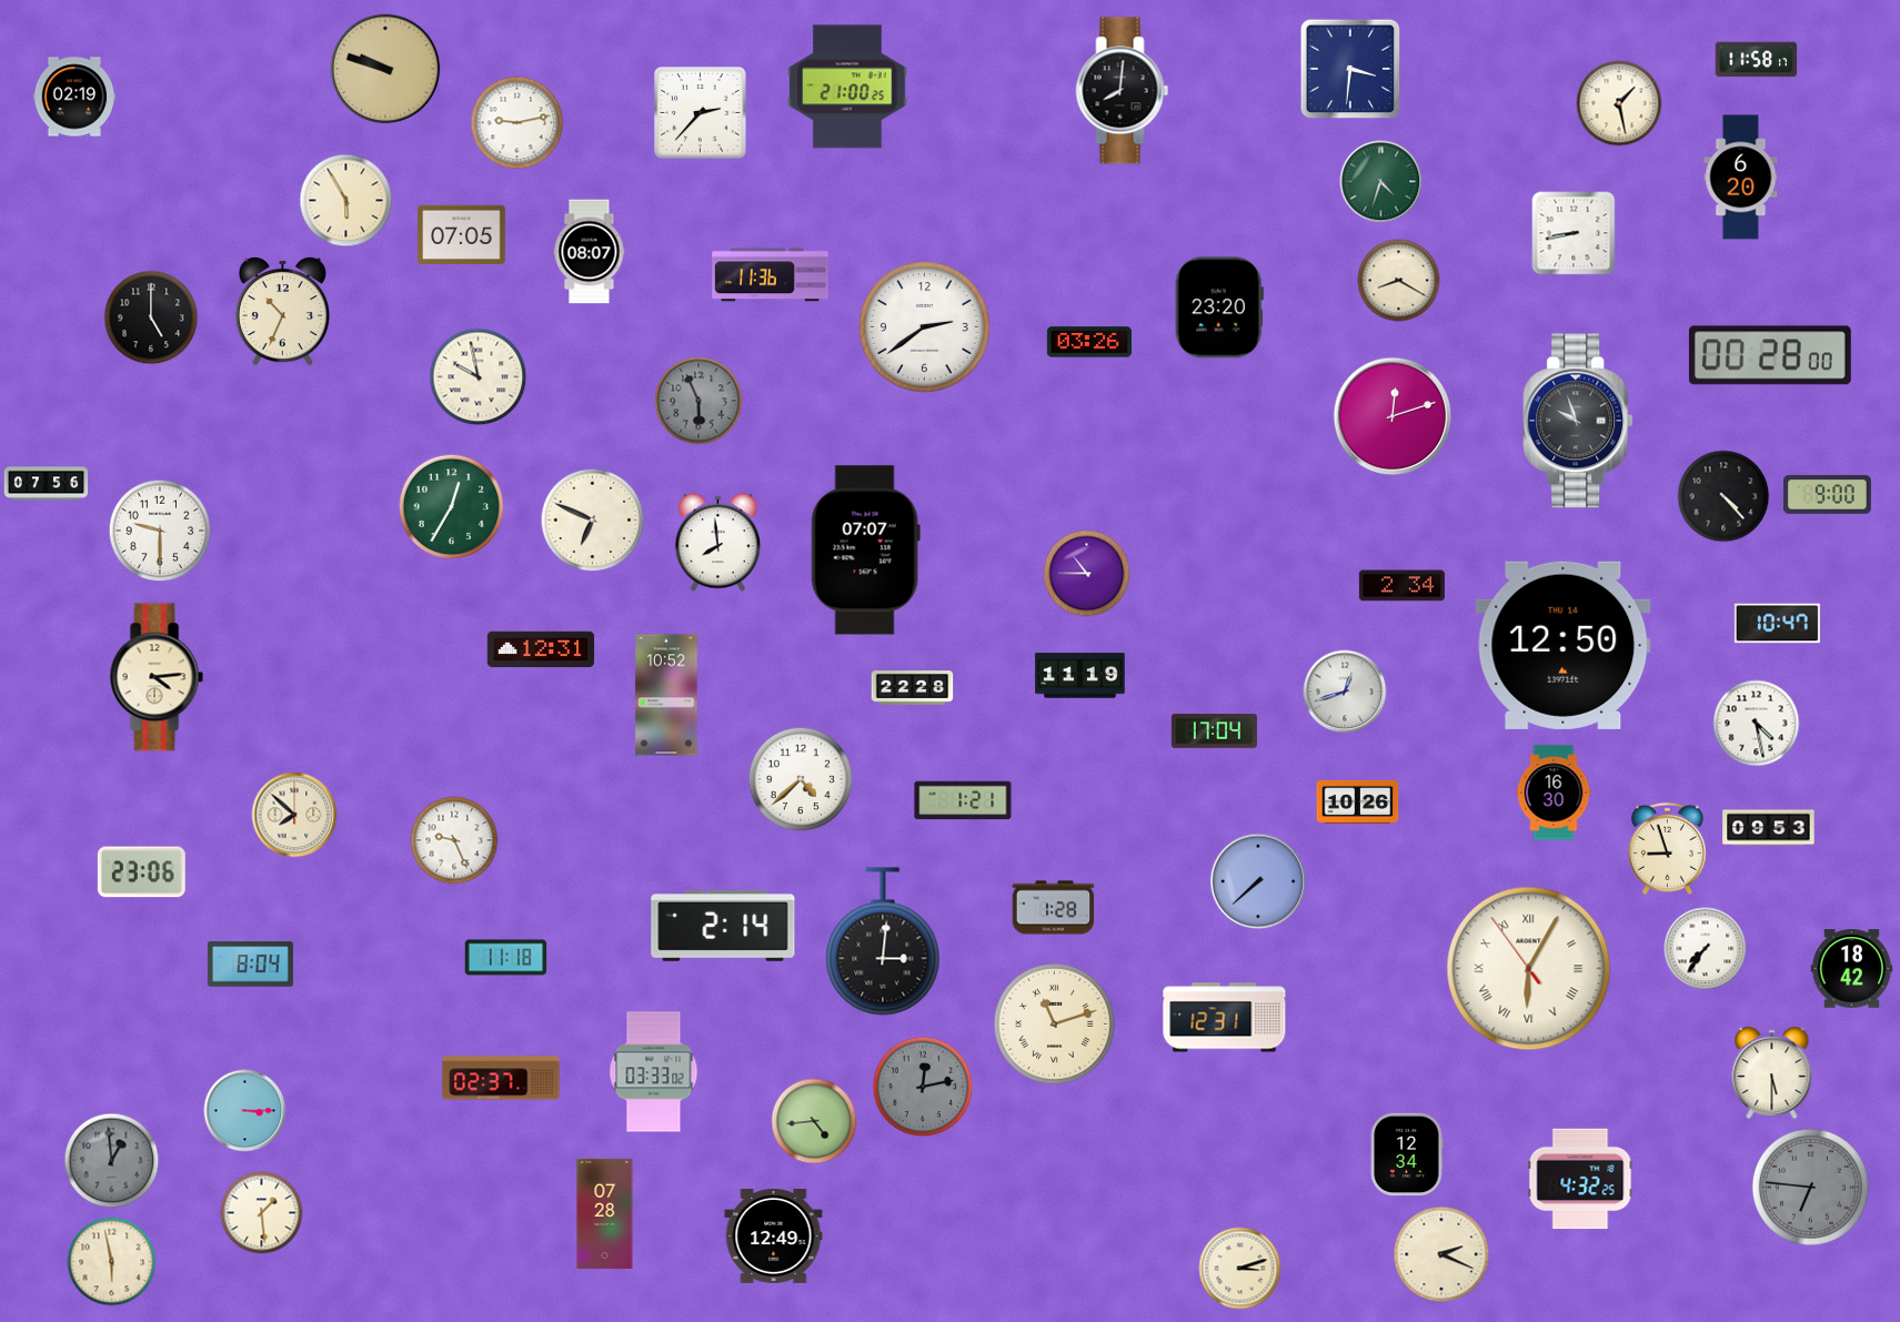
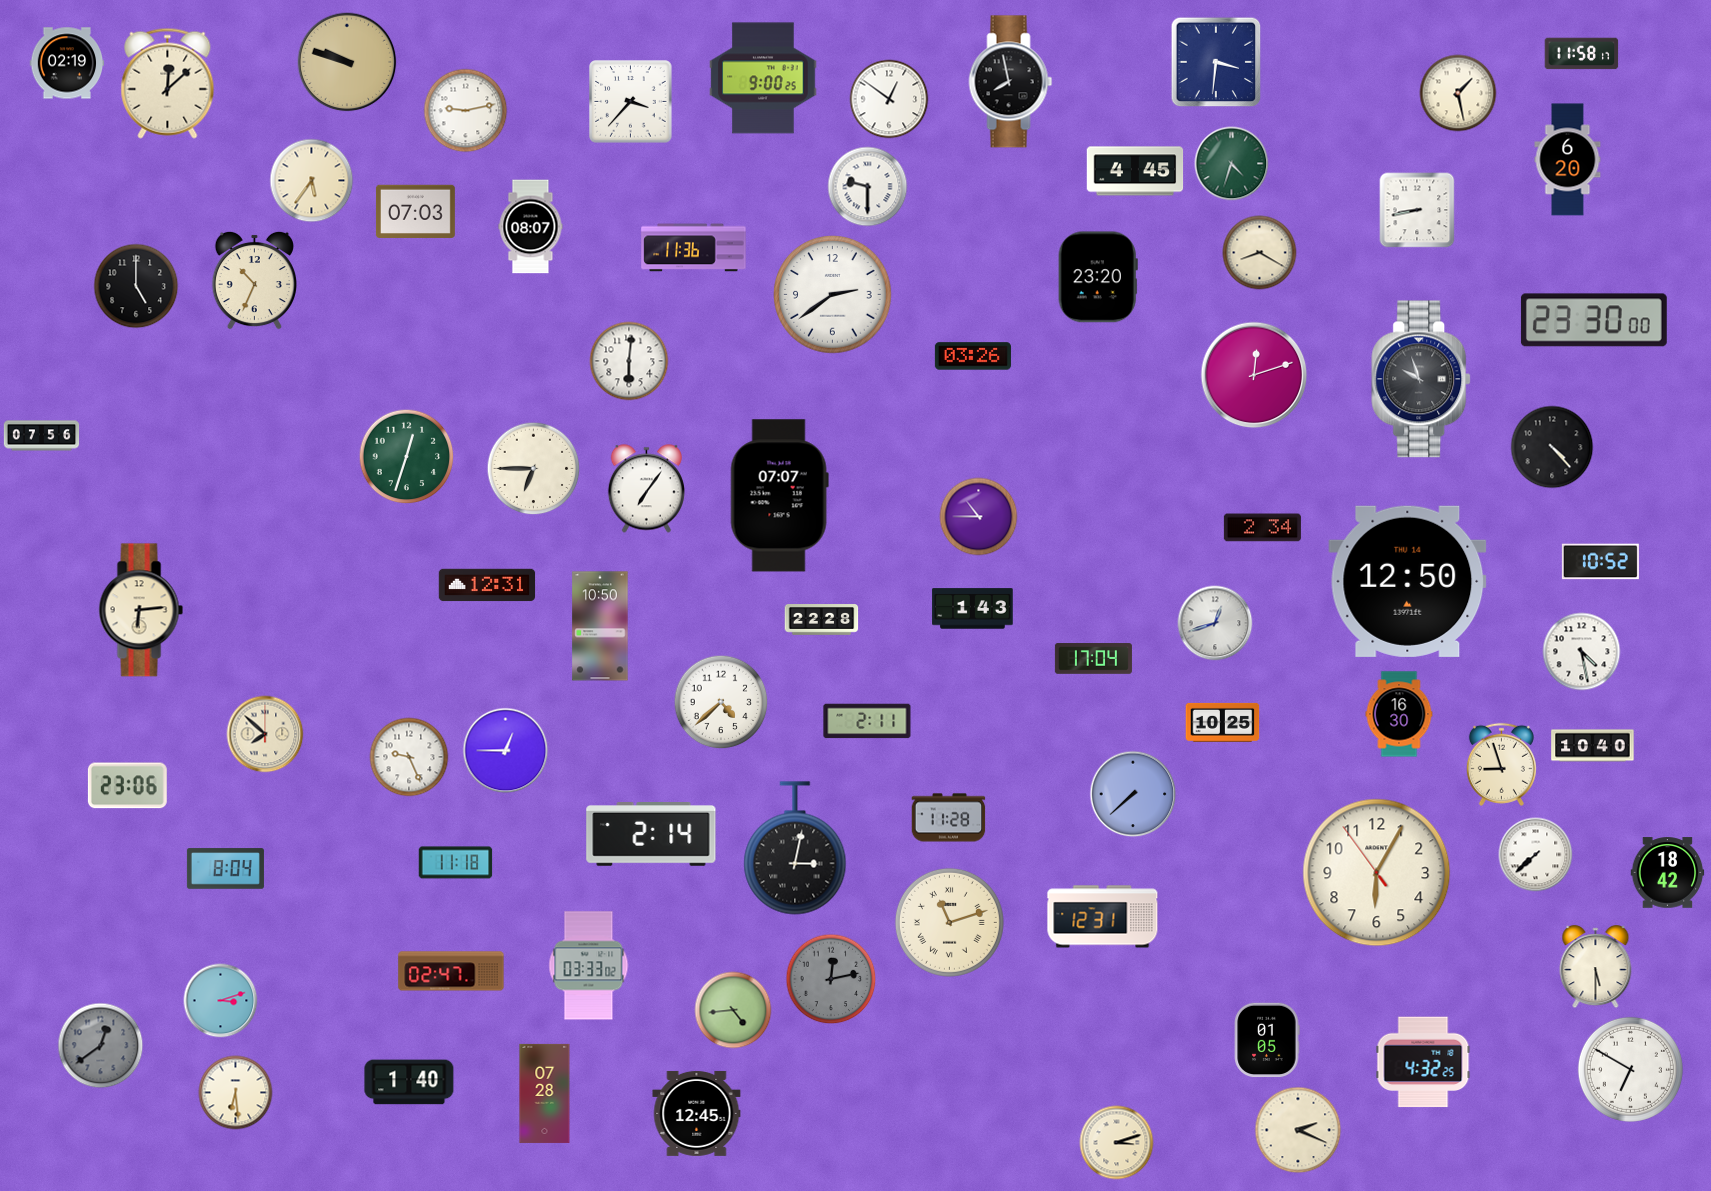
clock at (847, 87): 21:00 -> 9:00
clock at (1123, 91): 8:01 -> 7:58
clock at (168, 83): none -> 12:08
clock at (74, 97) position: (74, 97) -> (67, 63)
clock at (889, 99): none -> 12:51
clock at (701, 113): 2:37 -> 3:37
clock at (1381, 182) position: (1381, 182) -> (1232, 164)
clock at (1135, 171): none -> 4:45
clock at (346, 201): 5:55 -> 5:36
clock at (868, 187): none -> 9:30
clock at (461, 235): 07:05 -> 07:03
clock at (1089, 342) position: (1089, 342) -> (973, 356)
clock at (1770, 355): 00:28 -> 23:30
clock at (479, 377): 9:58 -> none
clock at (698, 401): 5:56 -> 6:01
clock at (698, 401) dial: grey -> white
clock at (1827, 494): 9:00 -> none
clock at (452, 507): 12:35 -> 12:33
clock at (593, 521): 6:49 -> 6:45
clock at (160, 531): 9:30 -> none
clock at (717, 543): 7:59 -> 7:06
clock at (1777, 624): 10:47 -> 10:52
clock at (1080, 676): 11:19 -> 1:43
clock at (157, 677): 4:14 -> 6:14
clock at (1345, 692) position: (1345, 692) -> (1215, 623)
clock at (666, 695): 10:52 -> 10:50
clock at (963, 800): 1:21 -> 2:11
clock at (1358, 801): 10:26 -> 10:25
clock at (1769, 828): 09:53 -> 10:40
clock at (506, 751): none -> 12:45
clock at (1054, 908): 1:28 -> 11:28
clock at (883, 941): 3:01 -> 3:02
clock at (1706, 949): 7:36 -> 7:38
clock at (1529, 969) numerals: Roman -> Arabic
clock at (501, 1078): 02:37 -> 02:47
clock at (245, 1111): 3:15 -> 3:12
clock at (1407, 1154): 12:34 -> 01:05
clock at (112, 1161): 12:59 -> 12:39
clock at (1810, 1187): 6:46 -> 6:50
clock at (1810, 1187) dial: grey -> white
clock at (409, 1082): none -> 1:40
clock at (262, 1213): 1:29 -> 6:29
clock at (774, 1235): 12:49 -> 12:45
clock at (112, 1262): 5:58 -> none
